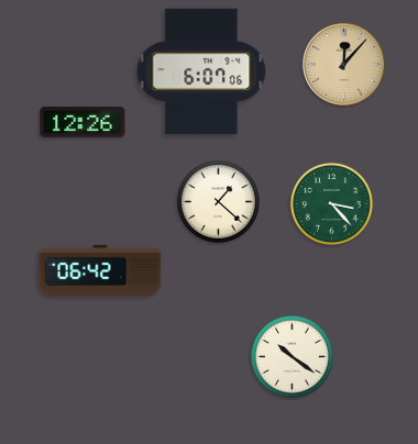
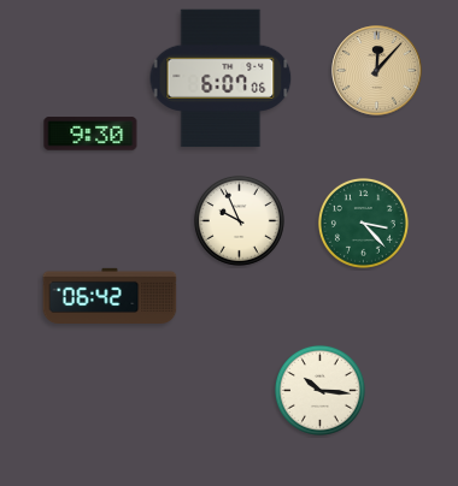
clock at (82, 122): 12:26 -> 9:30
clock at (218, 201): 1:22 -> 9:56
clock at (291, 356): 10:21 -> 10:16
